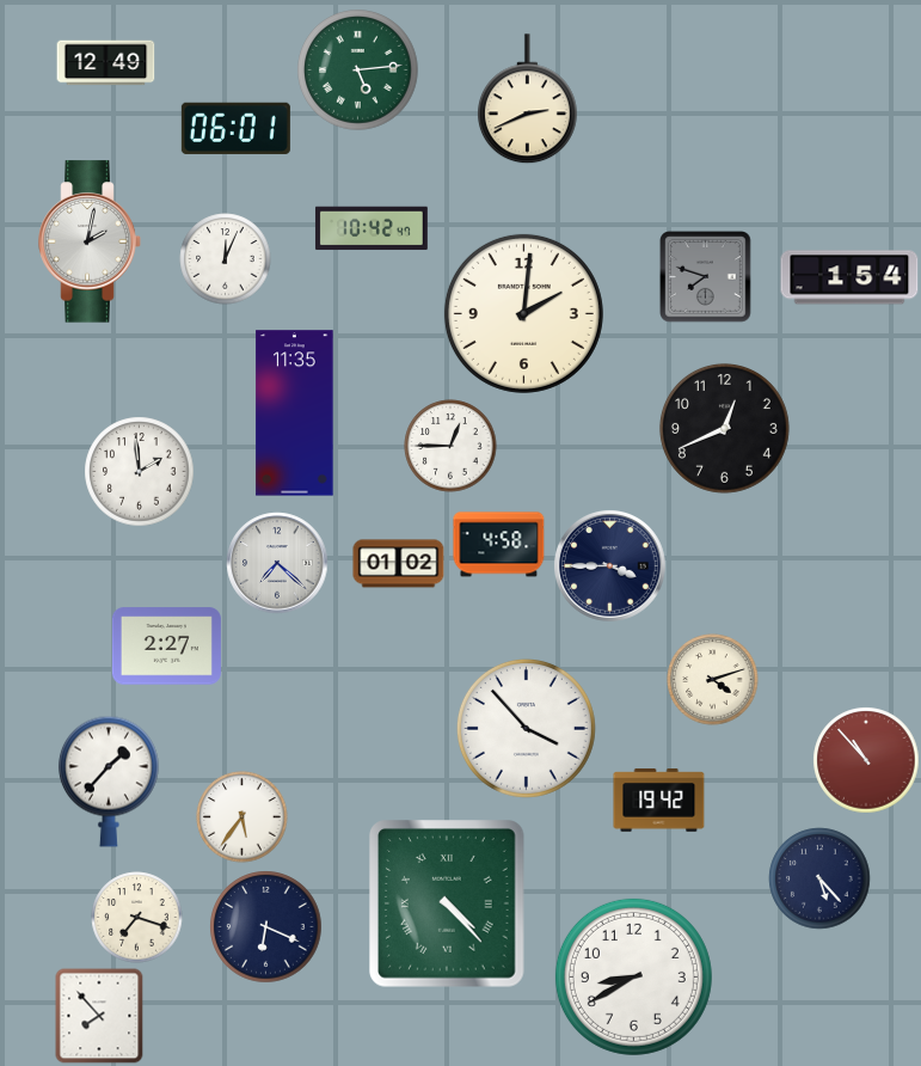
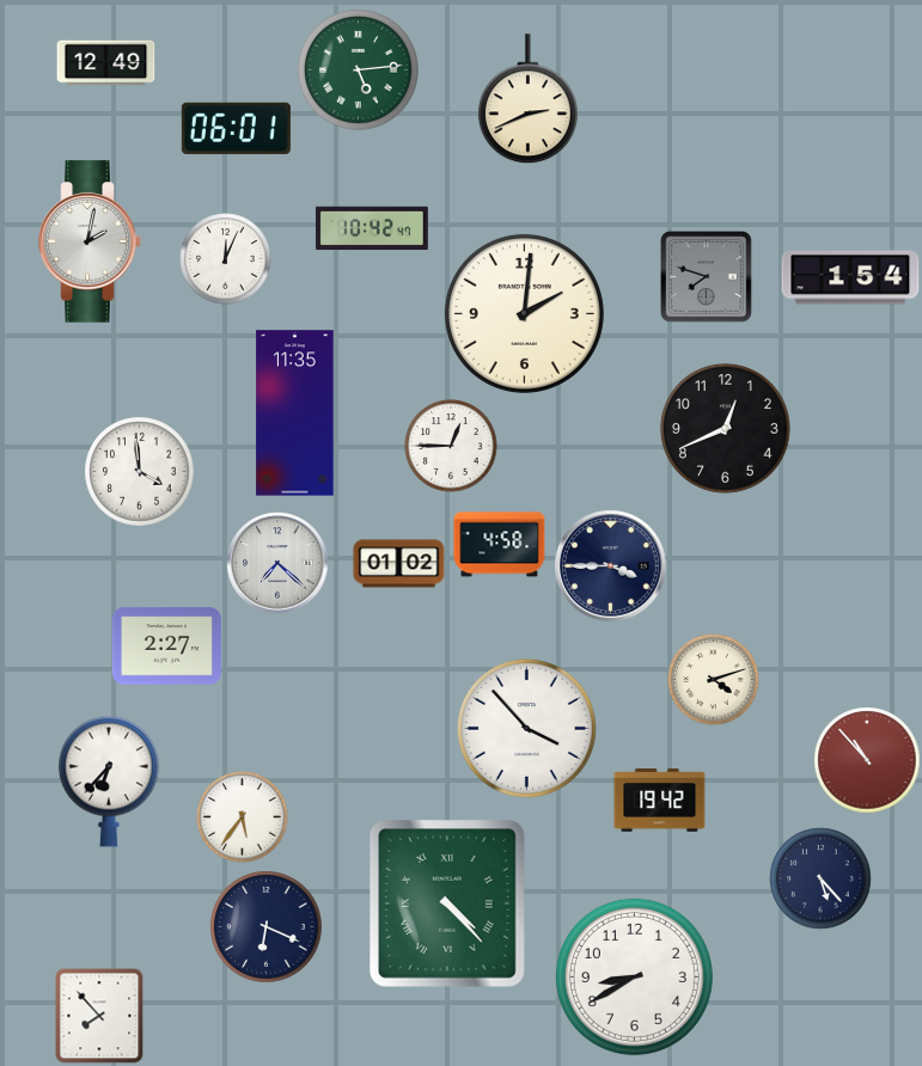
clock at (140, 472): 1:59 -> 3:59
clock at (109, 782): 1:37 -> 6:37
clock at (137, 918): 7:18 -> none
